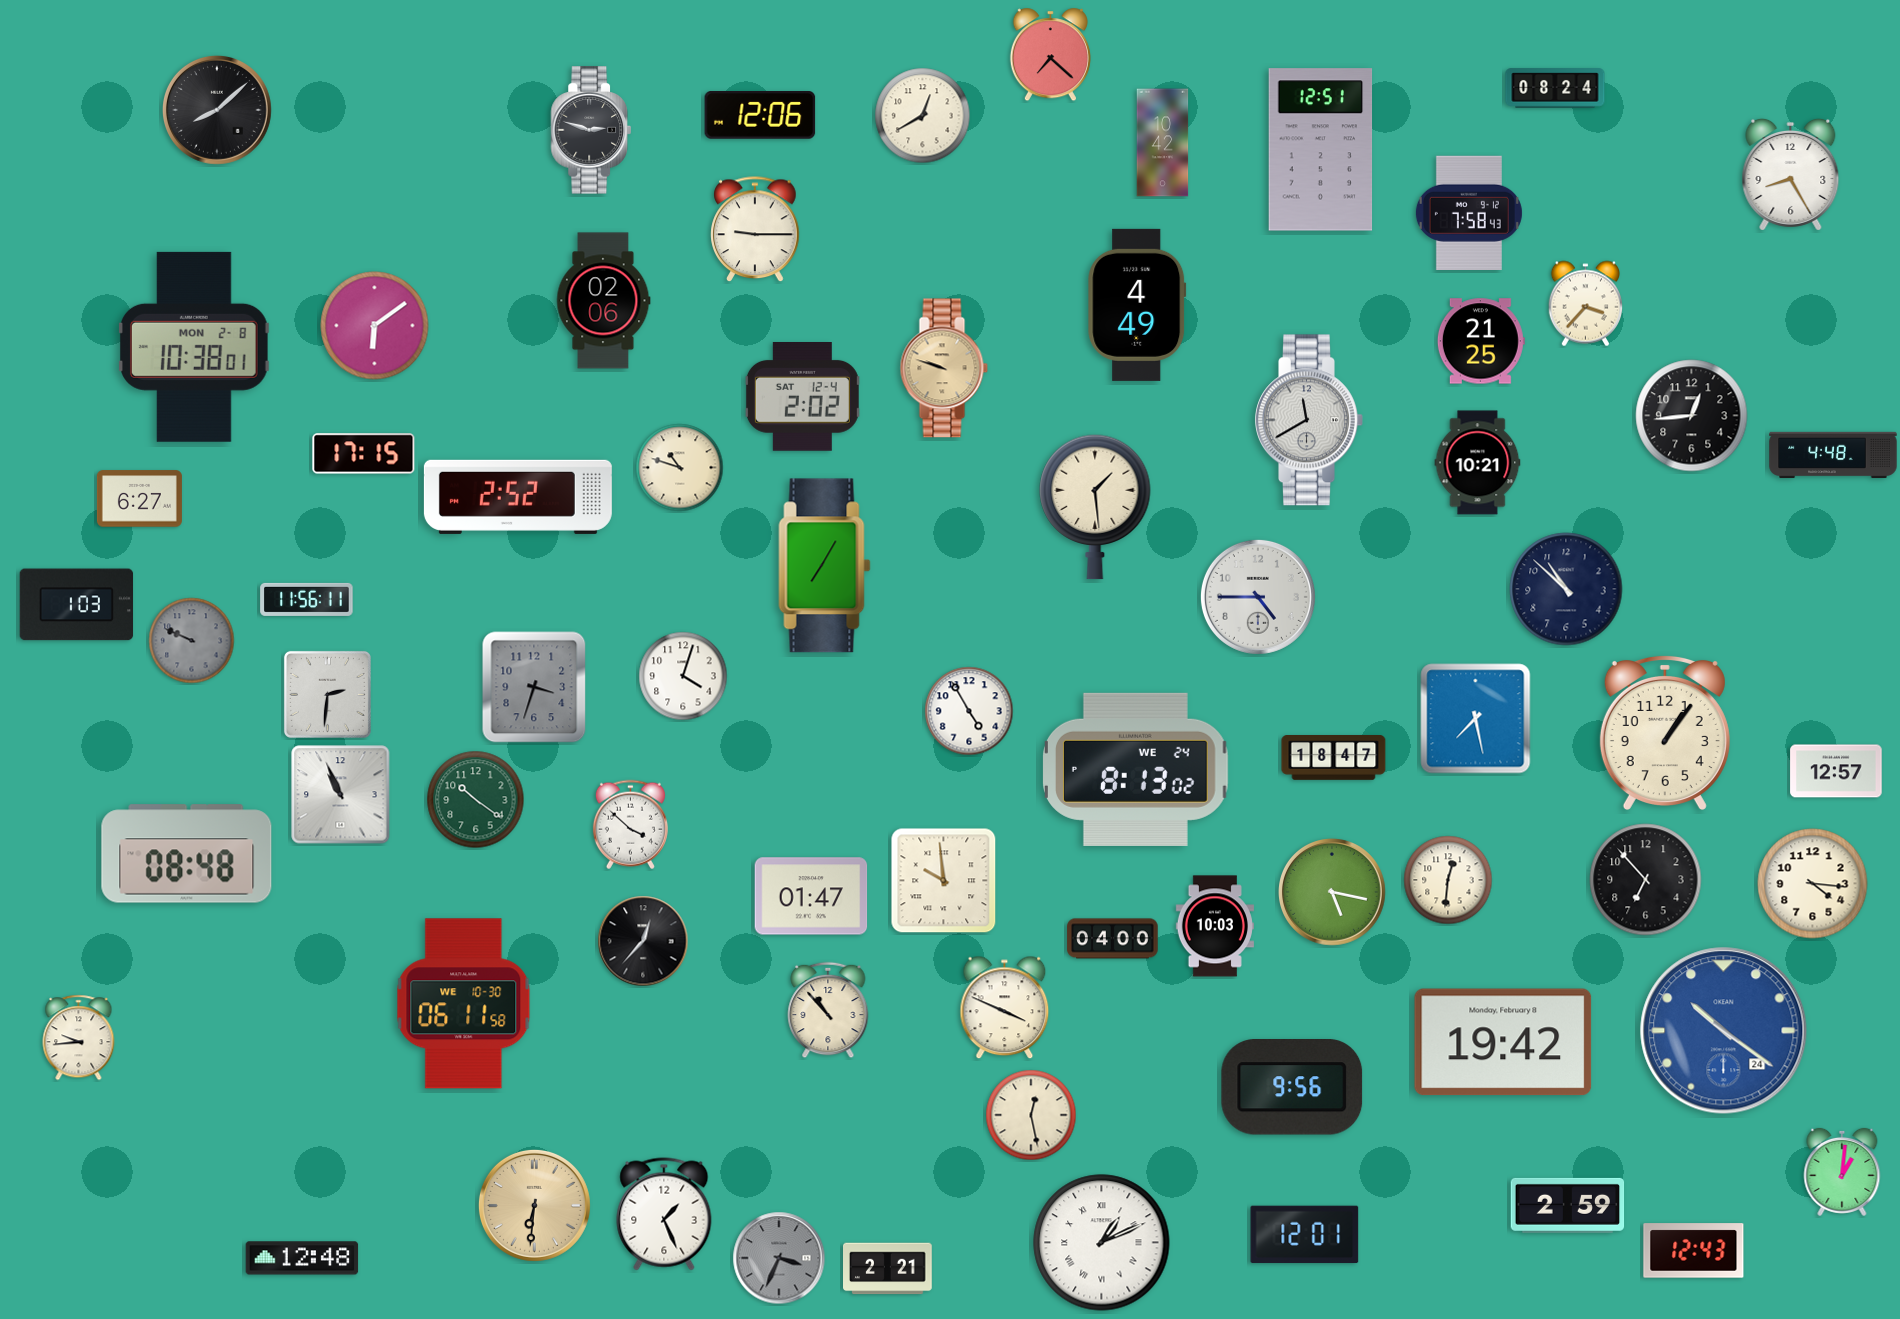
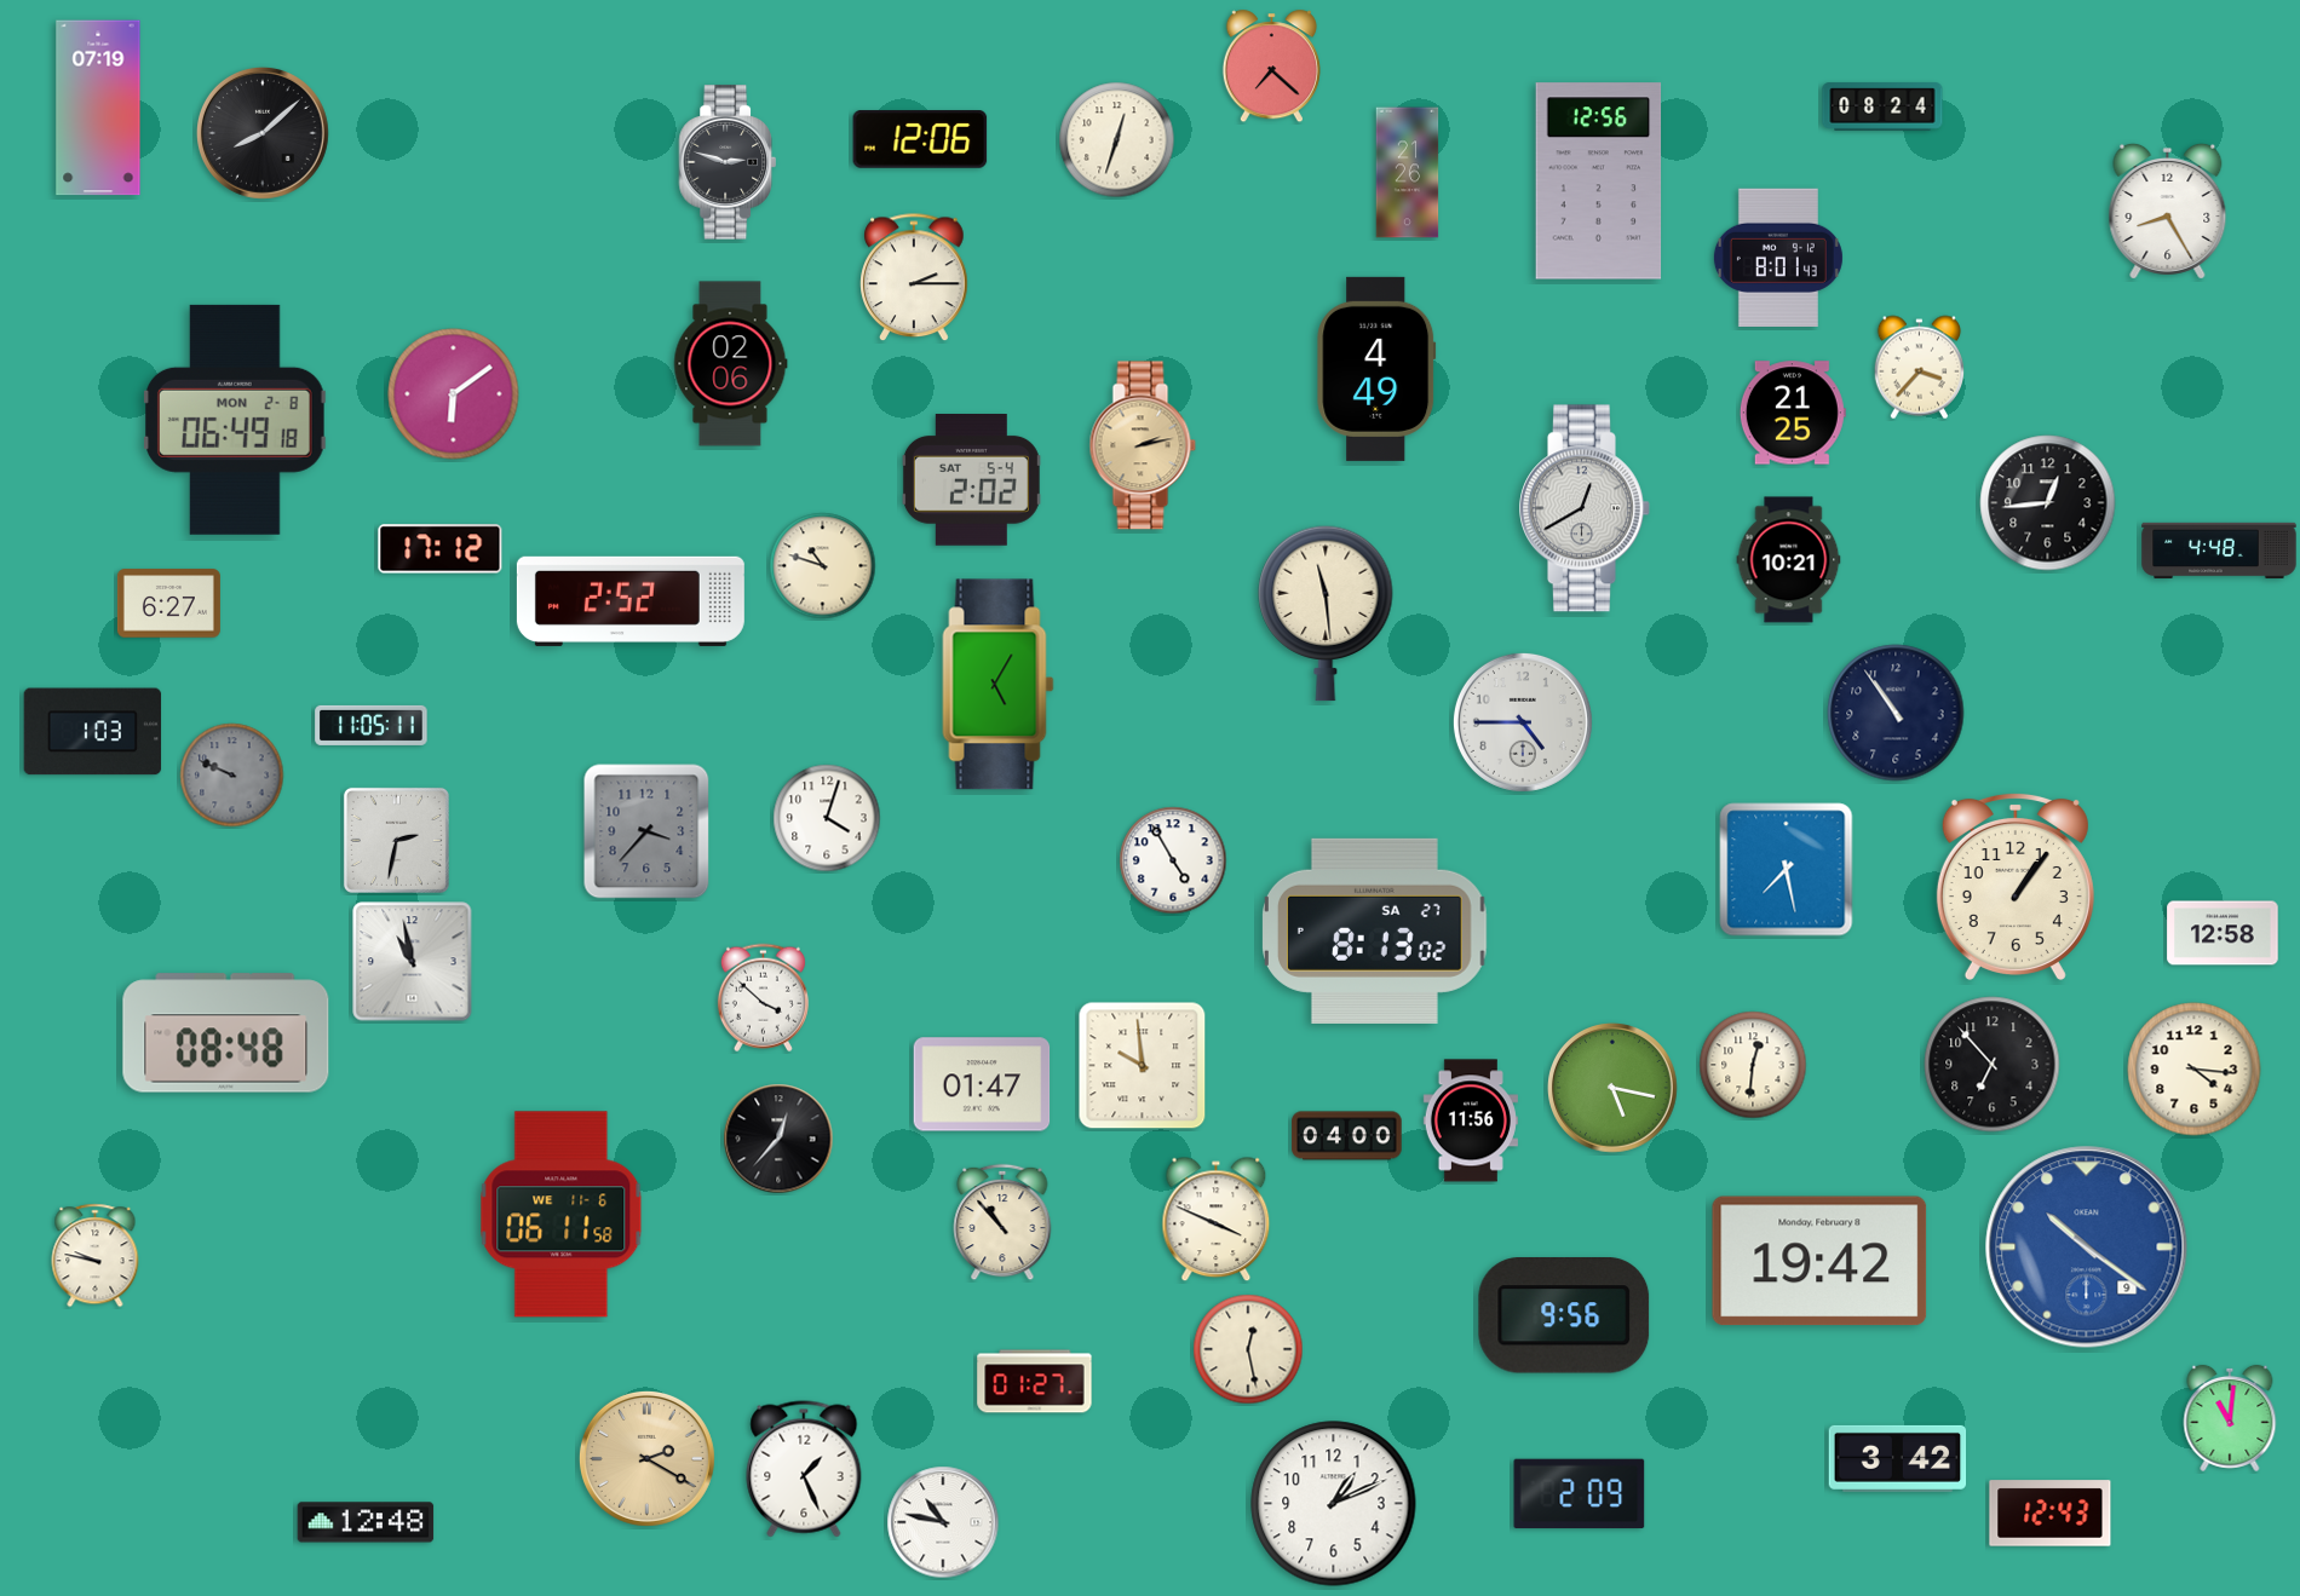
clock at (98, 108): none -> 07:19
clock at (923, 116): 12:40 -> 12:33
clock at (591, 130) position: (591, 130) -> (728, 162)
clock at (1163, 143): 10:42 -> 21:26
clock at (1321, 150): 12:51 -> 12:56
clock at (1469, 213): 7:58 -> 8:01
clock at (755, 230): 9:15 -> 2:15
clock at (194, 347): 10:38 -> 06:49
clock at (944, 368): 9:48 -> 2:13
clock at (802, 397) date: SAT 12-4 -> SAT 5-4
clock at (1310, 420): 11:40 -> 12:40
clock at (364, 454): 17:15 -> 17:12
clock at (518, 497) position: (518, 497) -> (631, 601)
clock at (1095, 507): 1:29 -> 11:29
clock at (825, 566): 7:05 -> 5:05
clock at (1566, 589): 10:52 -> 10:54
clock at (307, 599): 11:56 -> 11:05
clock at (534, 687): 3:33 -> 3:37
clock at (327, 694): 2:31 -> 2:32
clock at (1334, 758): 18:47 -> none
clock at (1136, 769) date: WE 24 -> SA 27
clock at (1836, 771): 12:57 -> 12:58
clock at (341, 795): 10:56 -> 10:58
clock at (476, 800): 10:21 -> none
clock at (1333, 893) position: (1333, 893) -> (1614, 1089)
clock at (1215, 926): 10:03 -> 11:56
clock at (464, 1004) date: WE 10-30 -> WE 11-6
clock at (1724, 1031) date: 24 -> 9
clock at (79, 1038): 9:44 -> 9:47
clock at (1035, 1382): none -> 01:27
clock at (1842, 1172): 1:01 -> 11:01
clock at (534, 1205): 6:31 -> 2:20
clock at (1568, 1205): 2:59 -> 3:42
clock at (1305, 1235): 12:01 -> 2:09
clock at (1102, 1243) numerals: Roman -> Arabic
clock at (779, 1258): 3:34 -> 10:47
clock at (779, 1258) dial: grey -> white
clock at (888, 1269): 2:21 -> none
